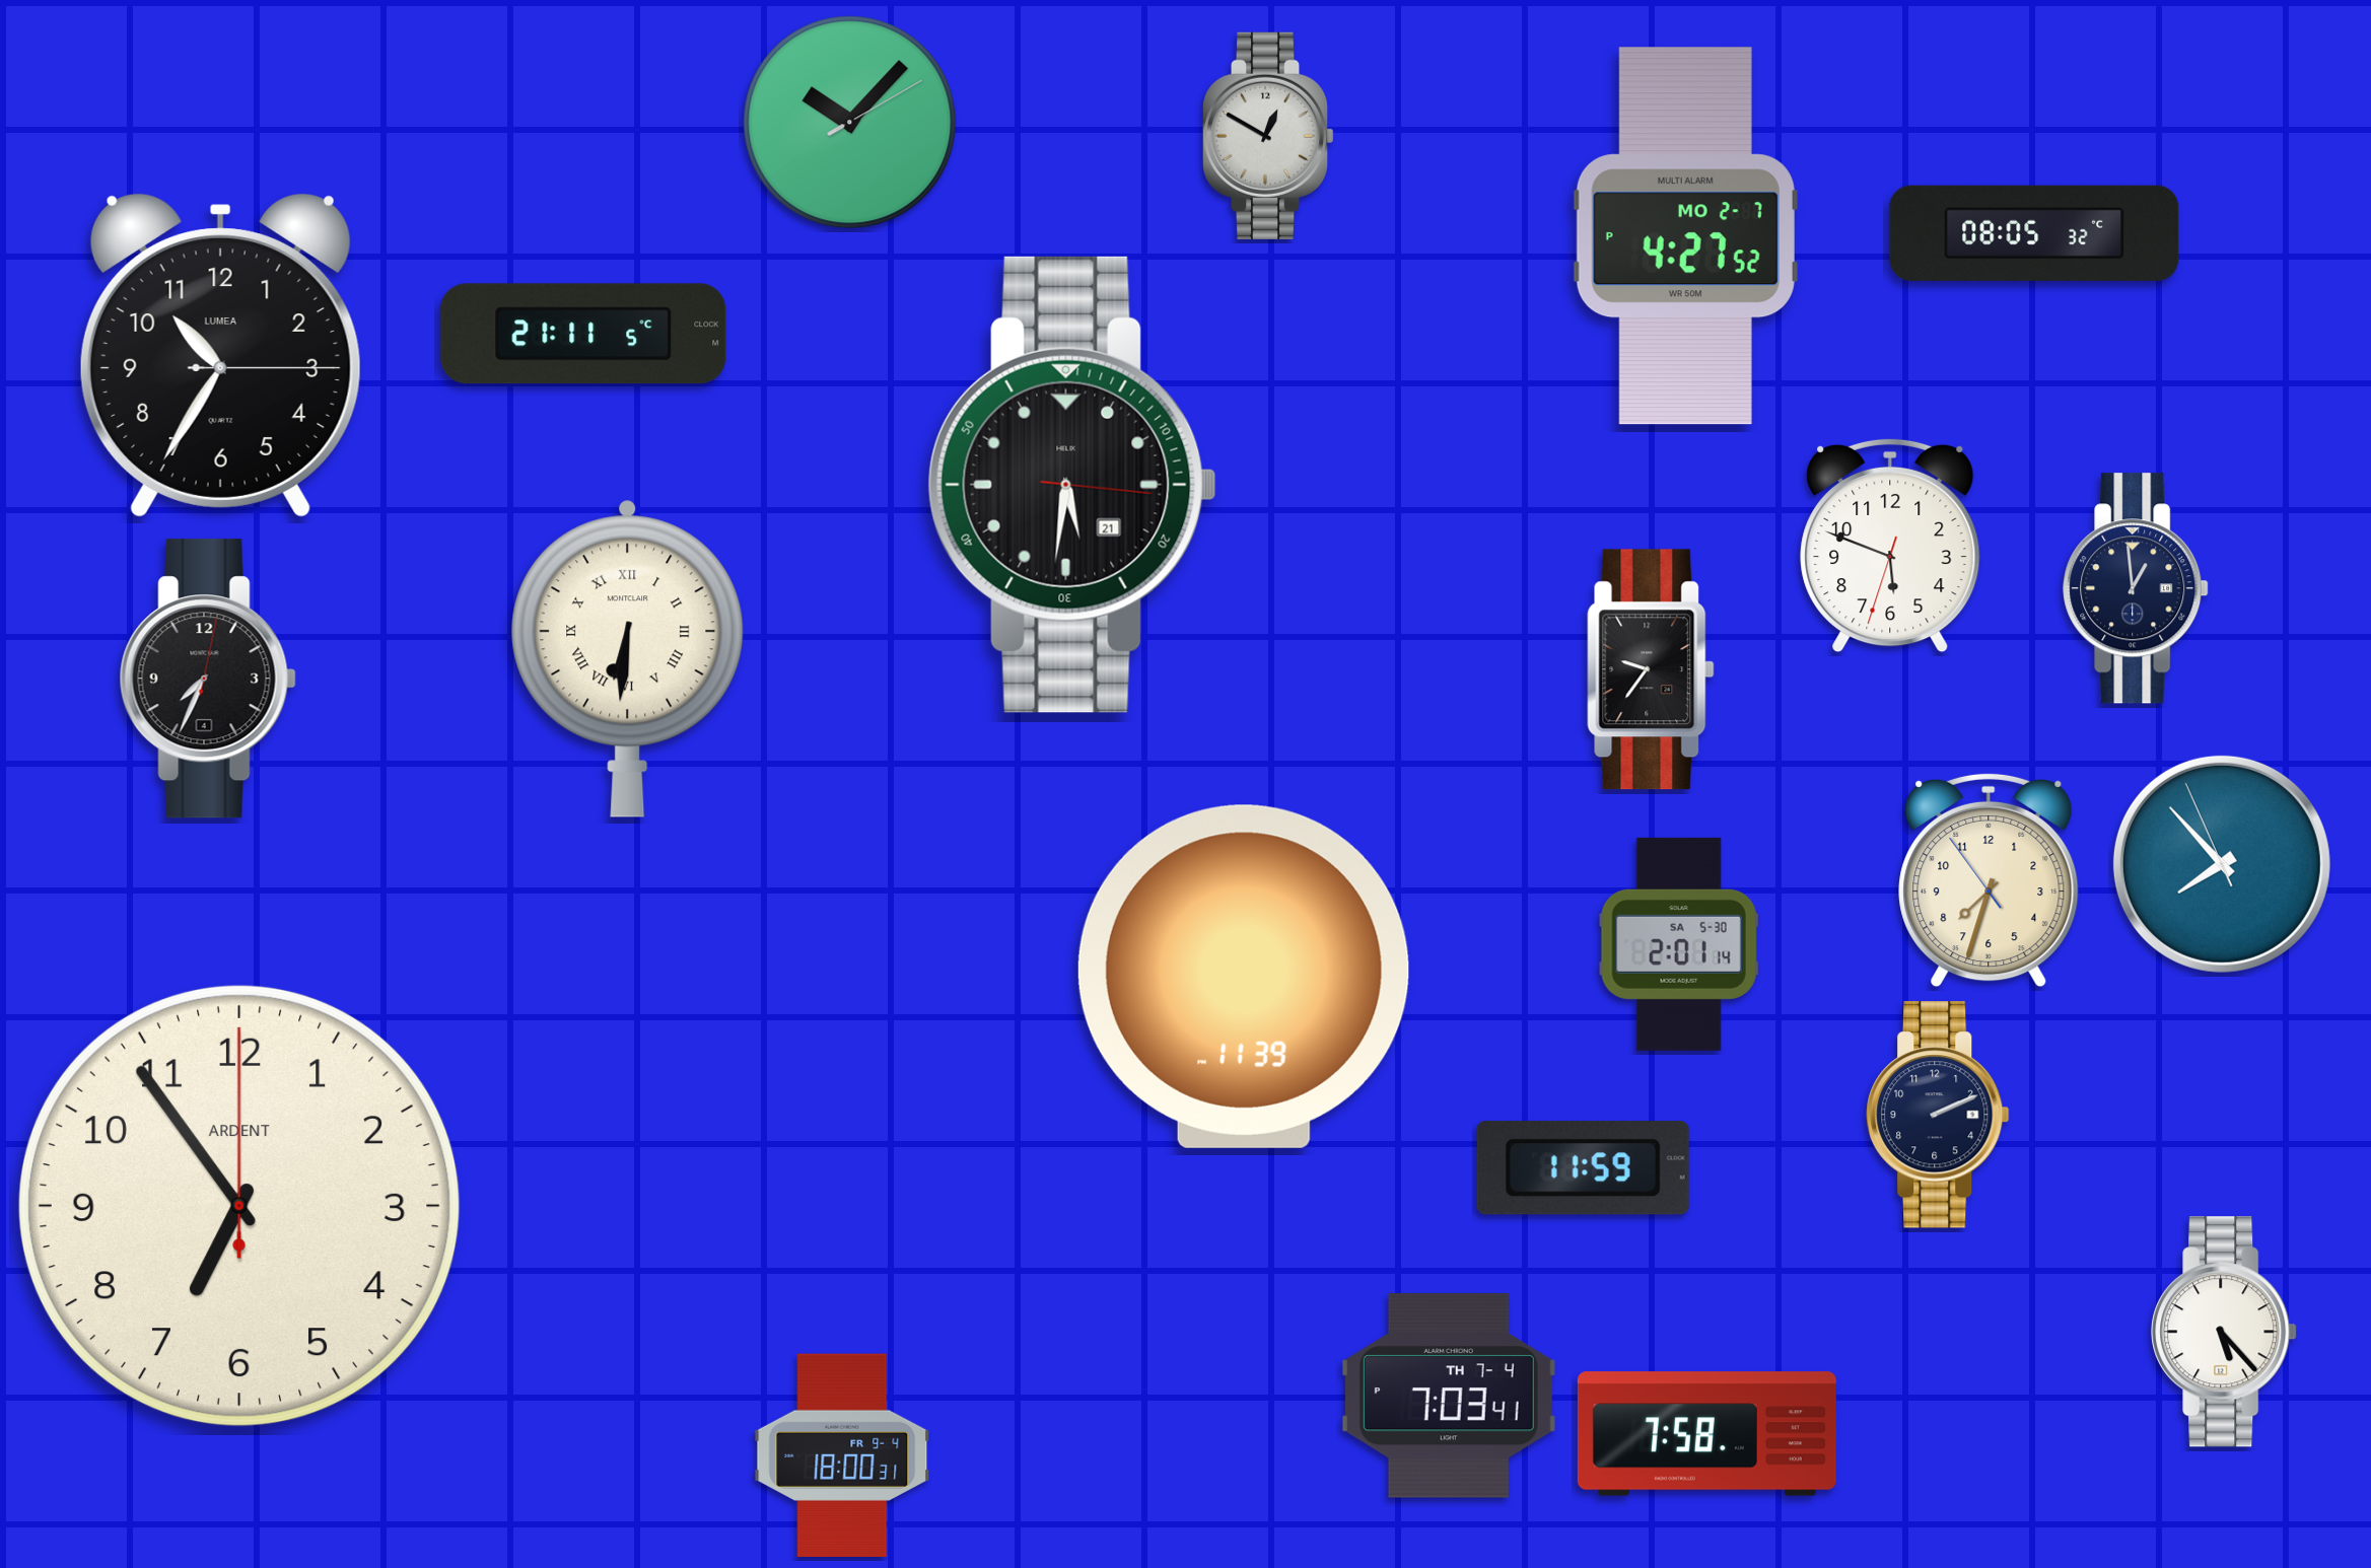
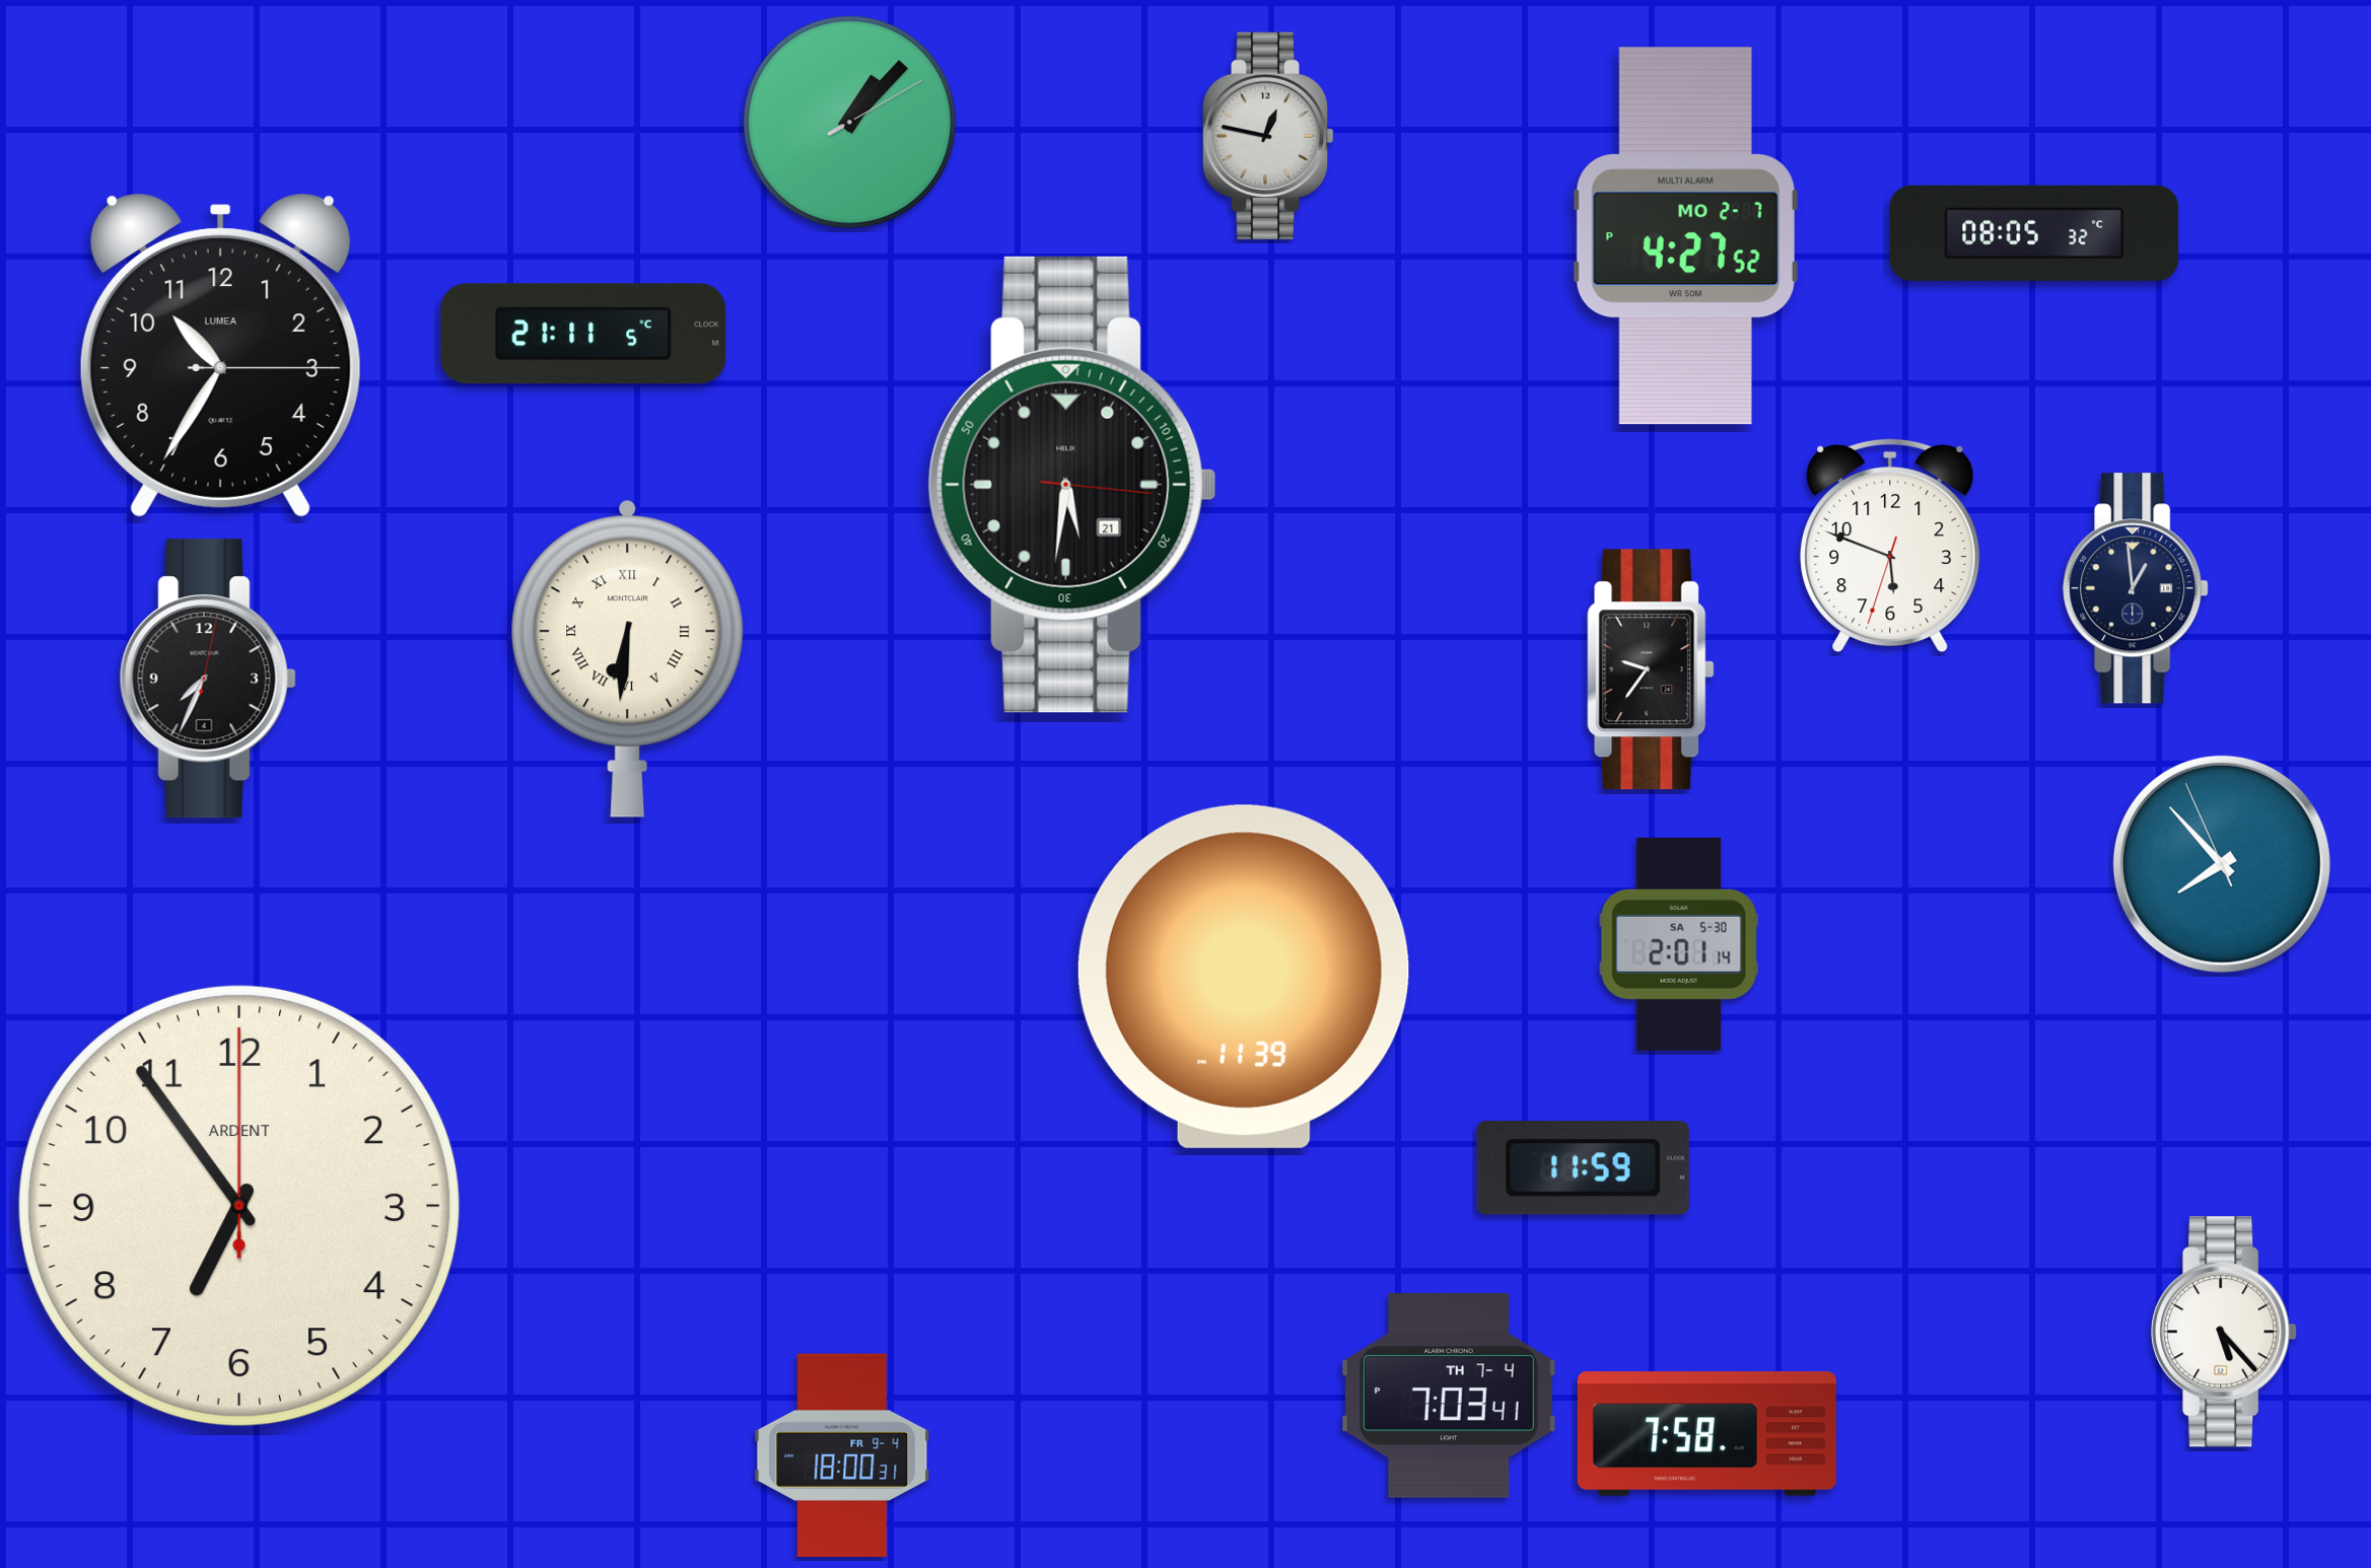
clock at (850, 123): 10:07 -> 1:07
clock at (1268, 136): 12:50 -> 12:47
clock at (1989, 880): 7:32 -> none
clock at (1938, 1115): 2:11 -> none
